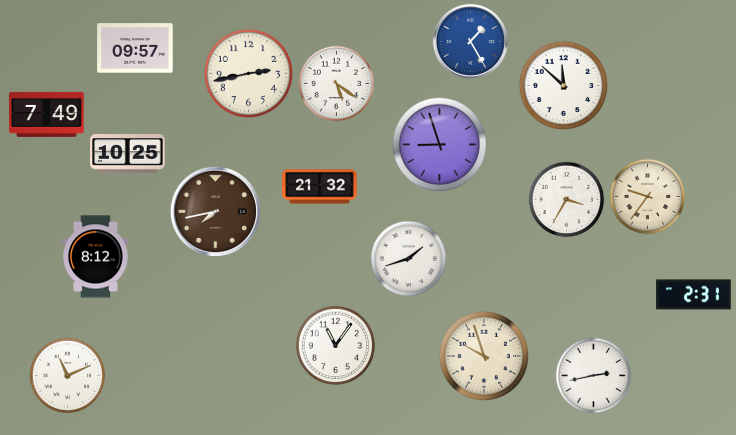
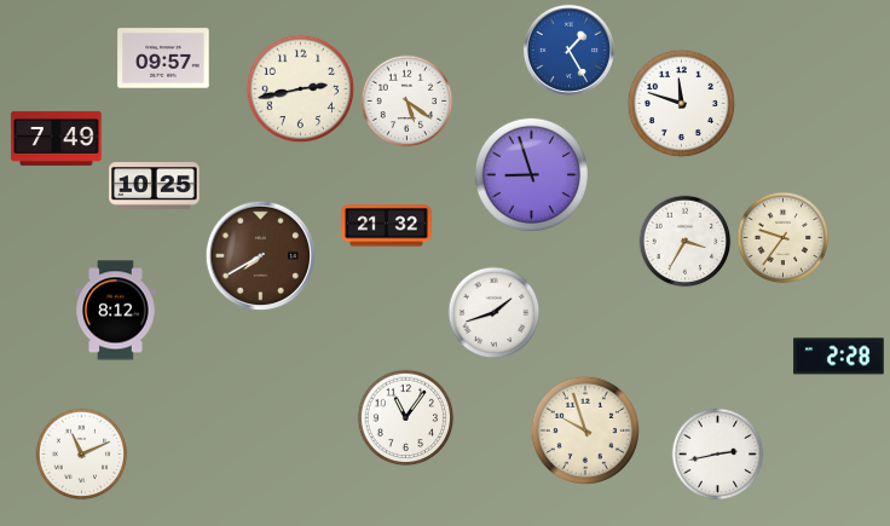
clock at (564, 86): 11:52 -> 11:48
clock at (216, 212): 7:43 -> 7:40
clock at (694, 295): 2:31 -> 2:28
